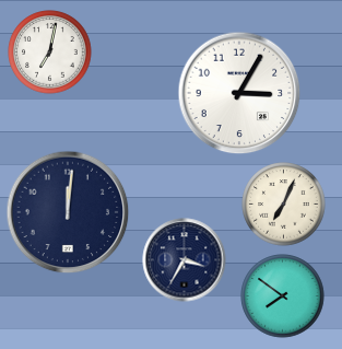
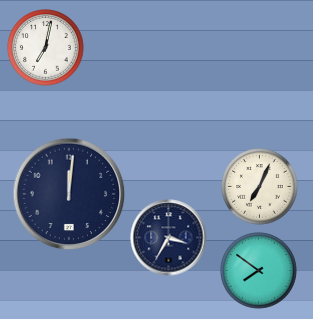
clock at (239, 93): 3:05 -> none
clock at (68, 212) position: (68, 212) -> (69, 194)
